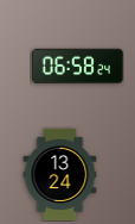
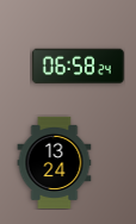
clock at (60, 174) position: (60, 174) -> (55, 162)
